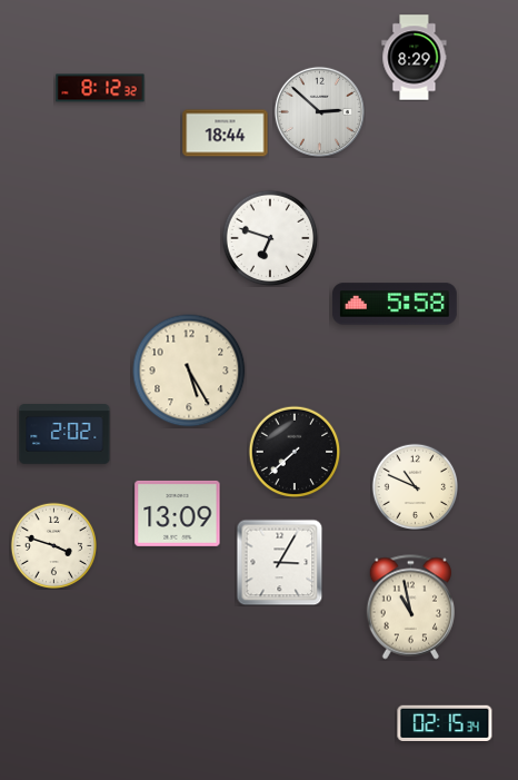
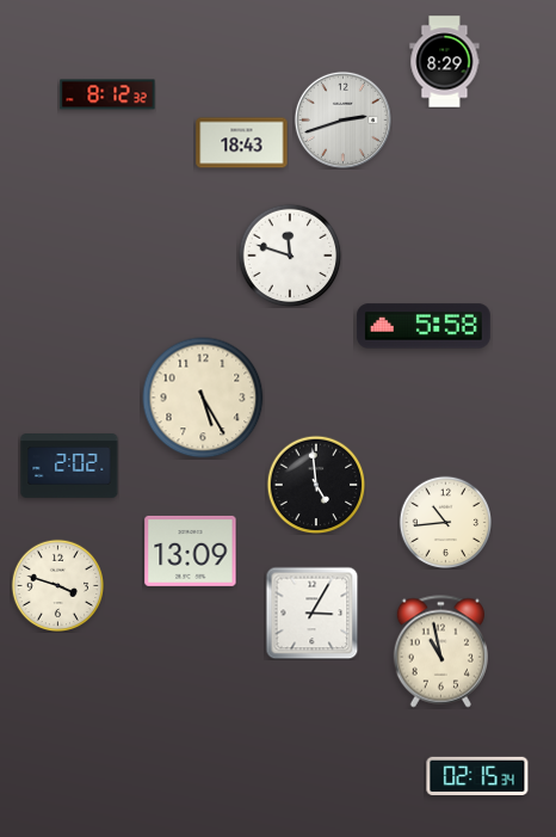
clock at (319, 111): 2:52 -> 2:42
clock at (226, 134): 18:44 -> 18:43
clock at (270, 238): 6:48 -> 11:48
clock at (295, 452): 7:38 -> 4:59
clock at (415, 486): 10:49 -> 10:44
clock at (279, 562) position: (279, 562) -> (311, 613)
